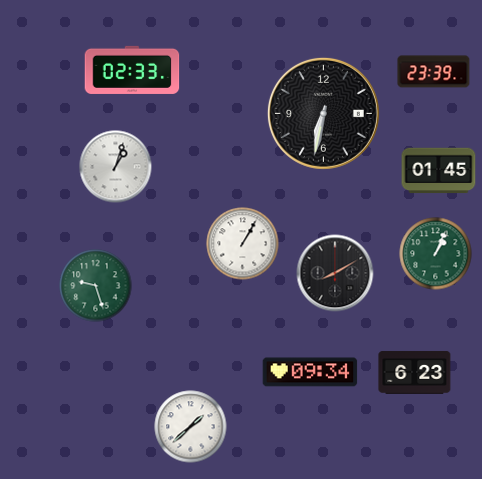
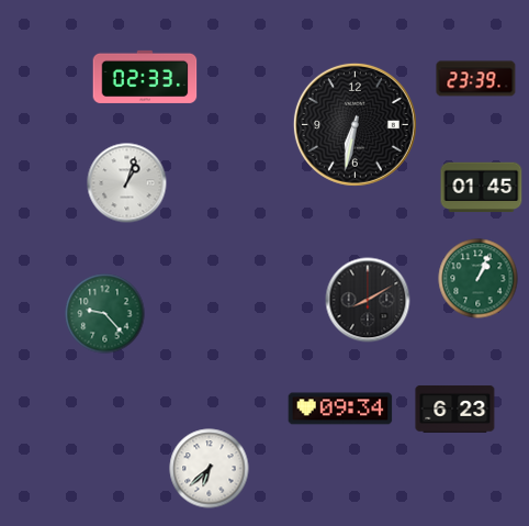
clock at (243, 244): 1:05 -> none
clock at (96, 286): 9:27 -> 9:23
clock at (191, 427): 1:38 -> 6:38
